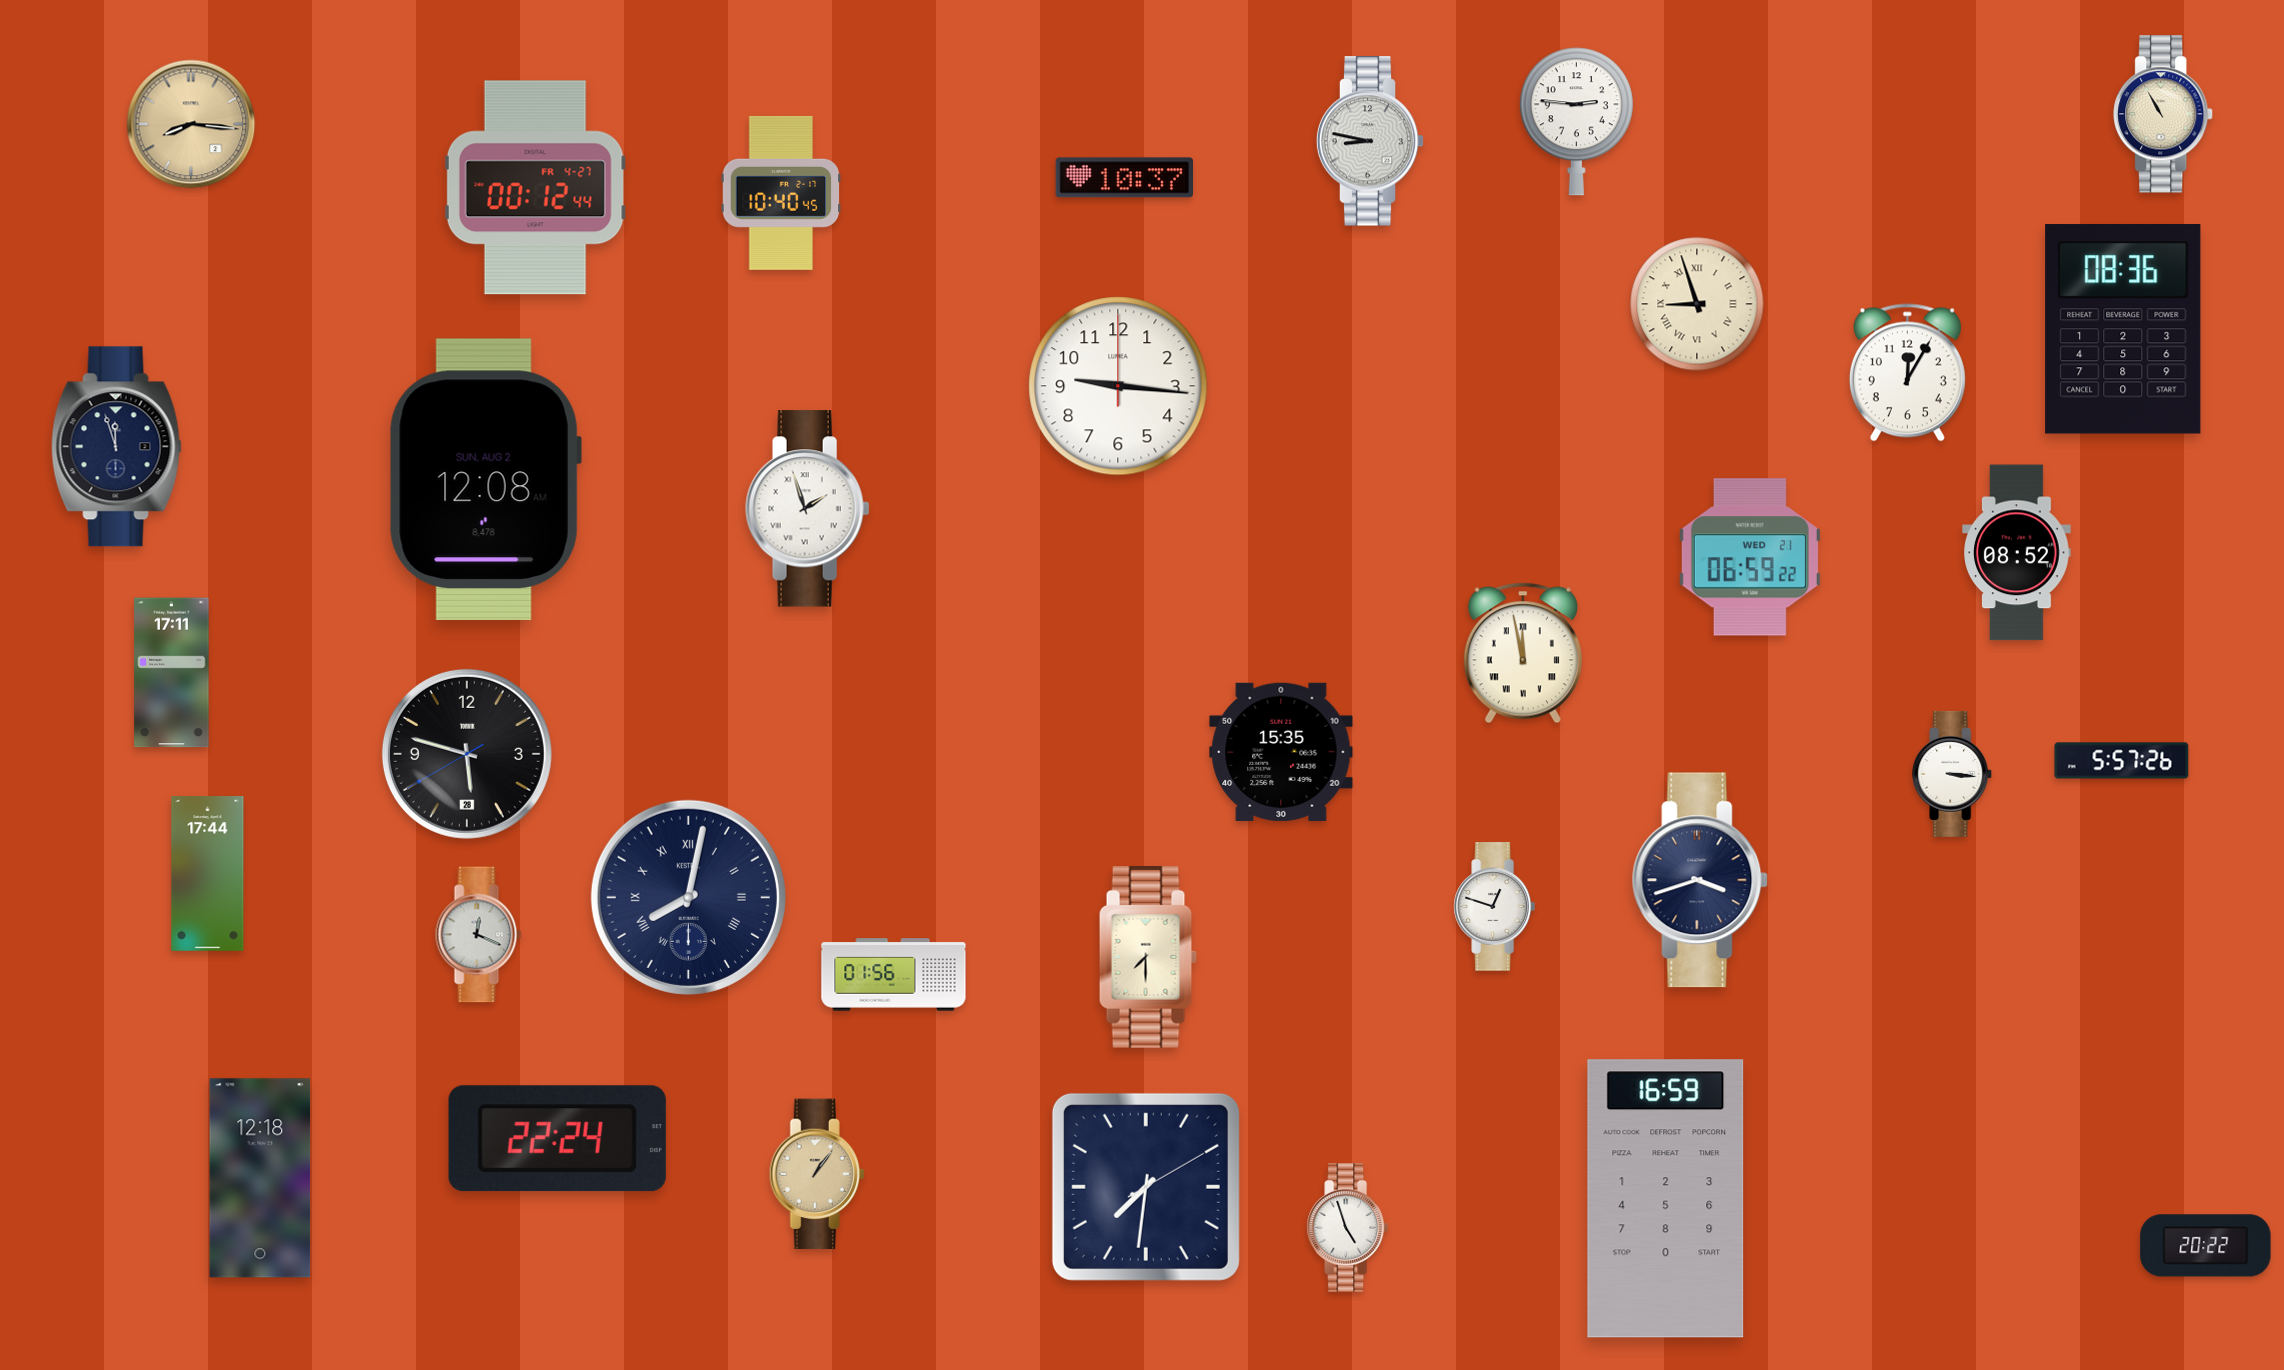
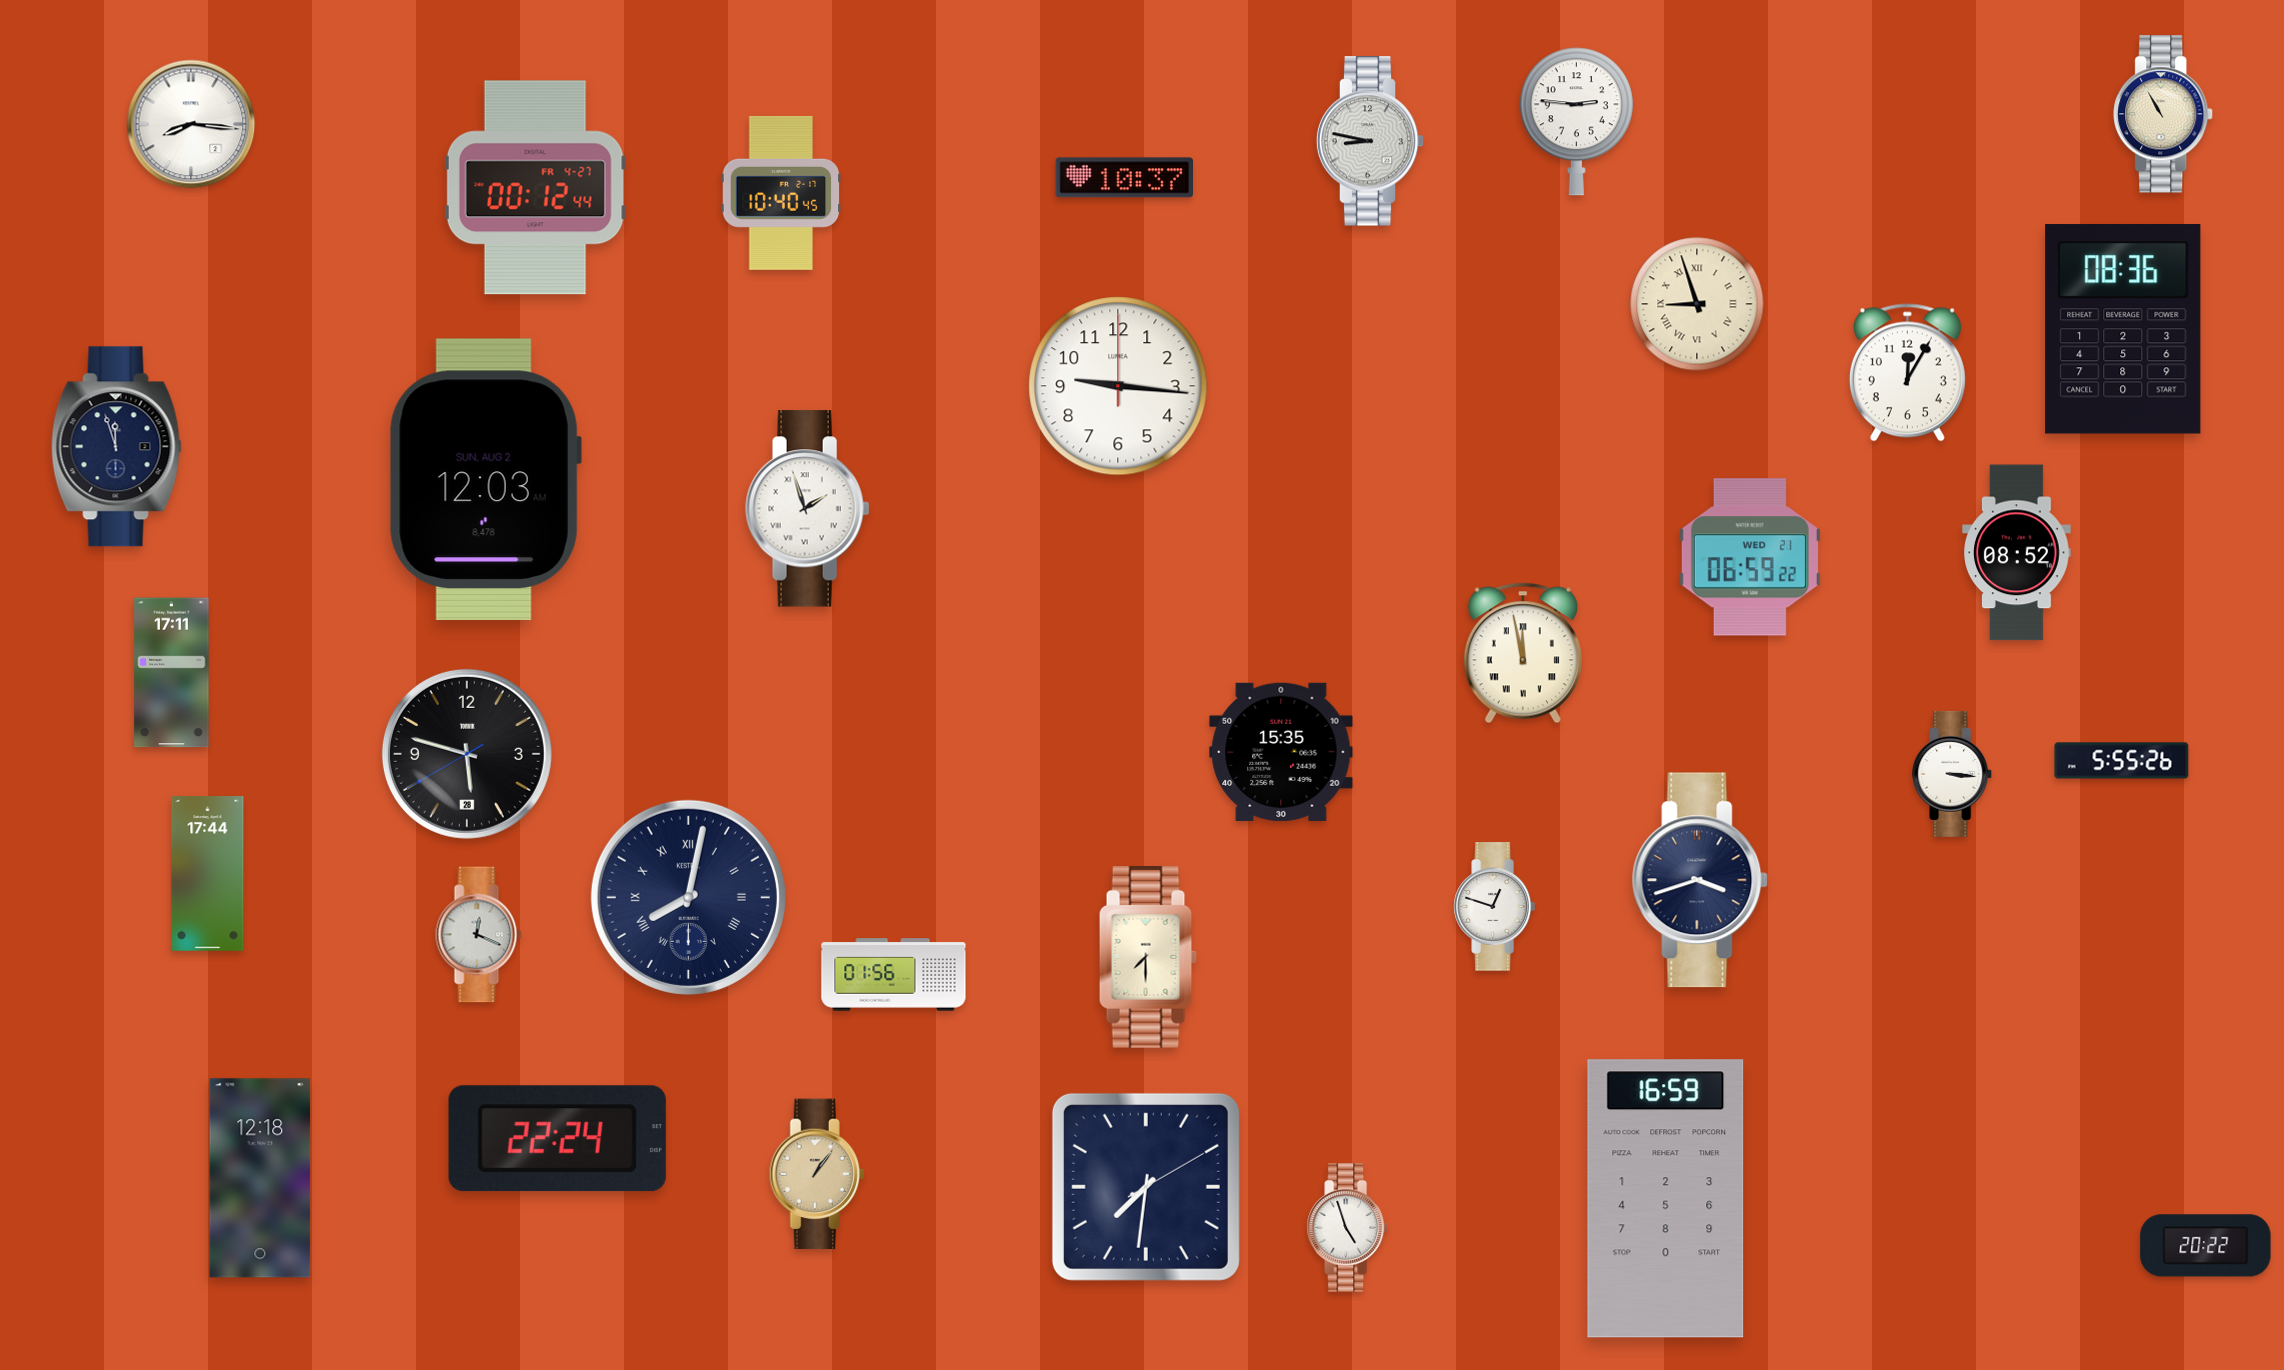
clock at (191, 124) dial: champagne -> white
clock at (485, 479): 12:08 -> 12:03
clock at (2122, 761): 5:57 -> 5:55
